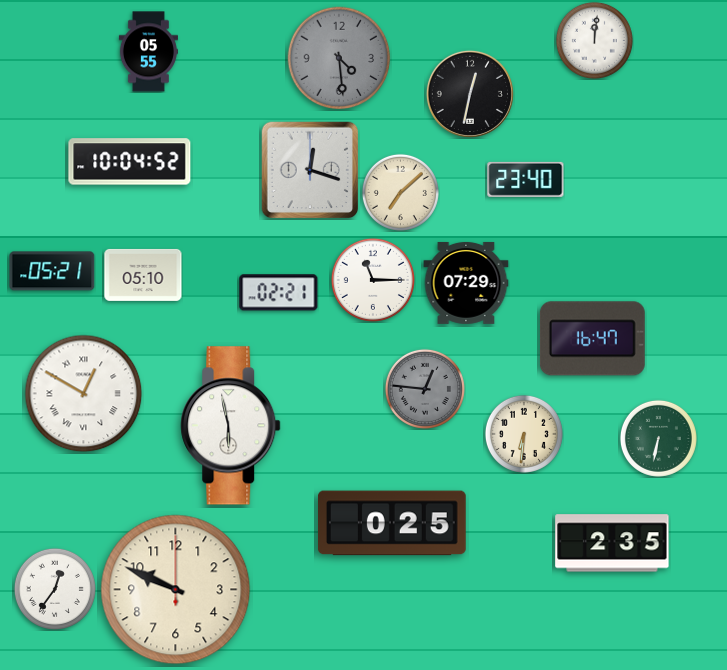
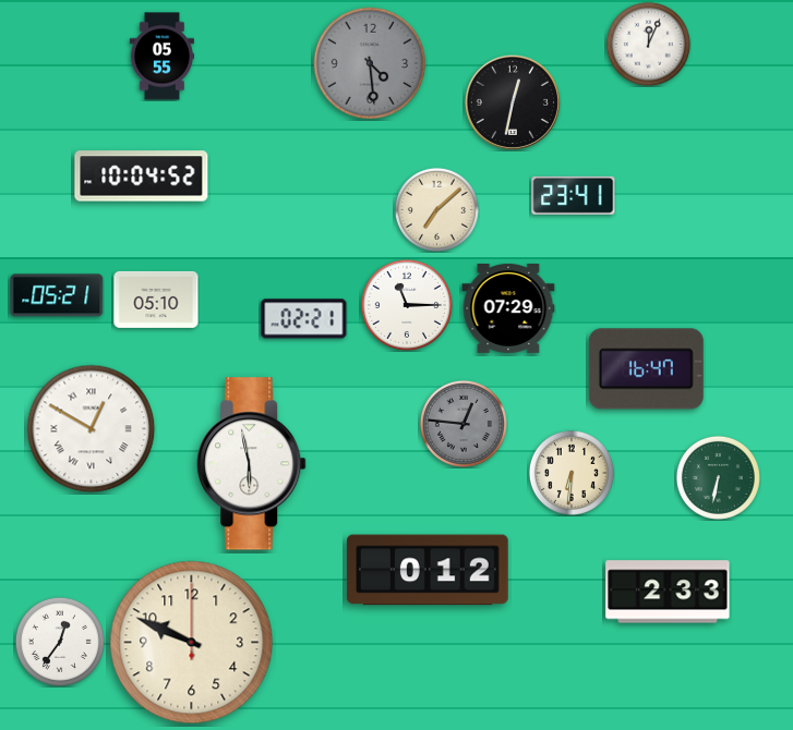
clock at (594, 40): 12:01 -> 12:04
clock at (310, 170): 12:18 -> none
clock at (526, 179): 23:40 -> 23:41
clock at (392, 523): 0:25 -> 0:12
clock at (612, 543): 2:35 -> 2:33
